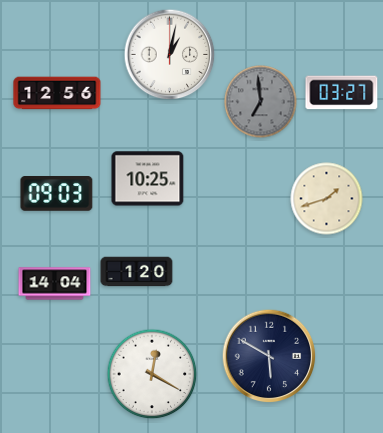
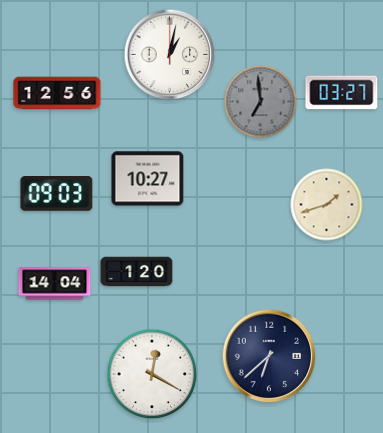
clock at (148, 179): 10:25 -> 10:27
clock at (327, 199) position: (327, 199) -> (327, 205)
clock at (269, 356): 5:50 -> 6:38
